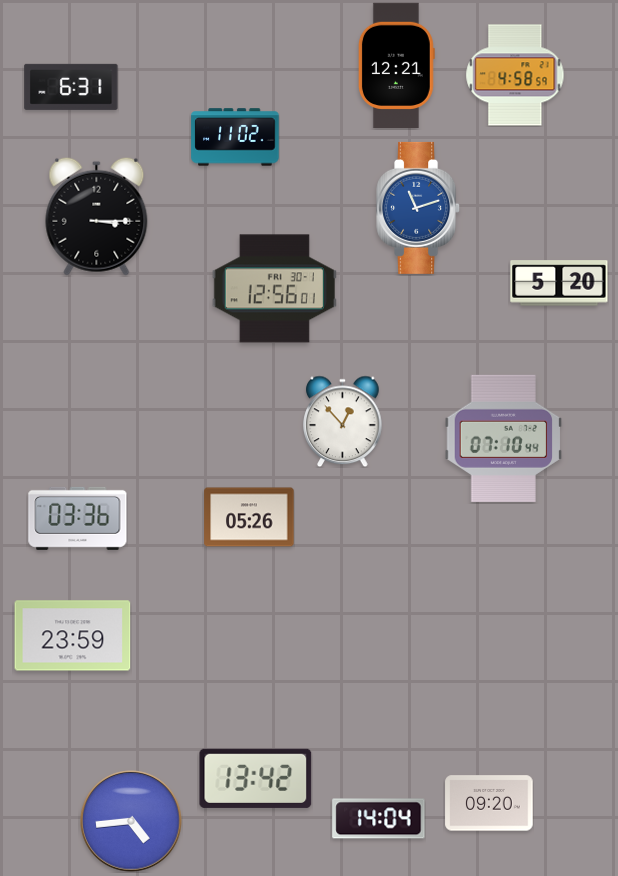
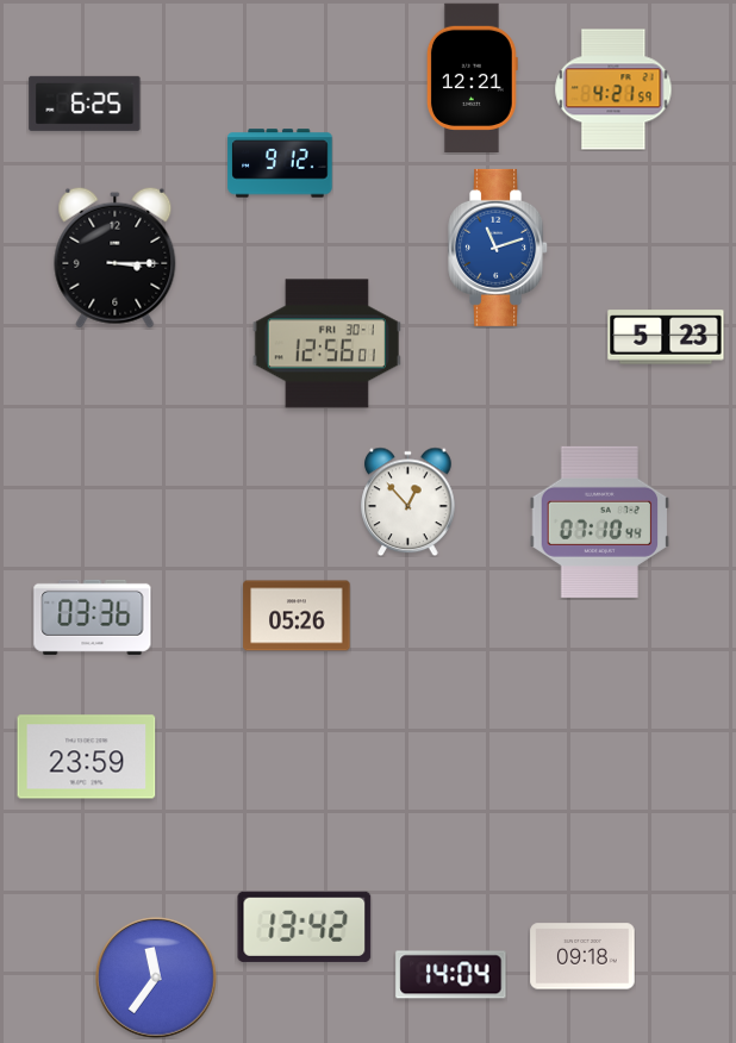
clock at (515, 75): 4:58 -> 4:21
clock at (71, 87): 6:31 -> 6:25
clock at (235, 137): 11:02 -> 9:12
clock at (559, 283): 5:20 -> 5:23
clock at (489, 803): 09:20 -> 09:18
clock at (131, 821): 4:44 -> 11:36
